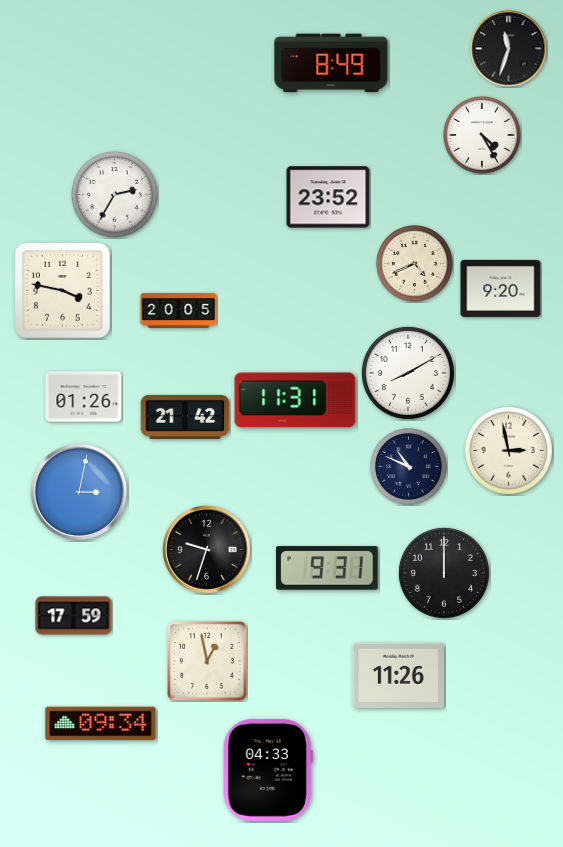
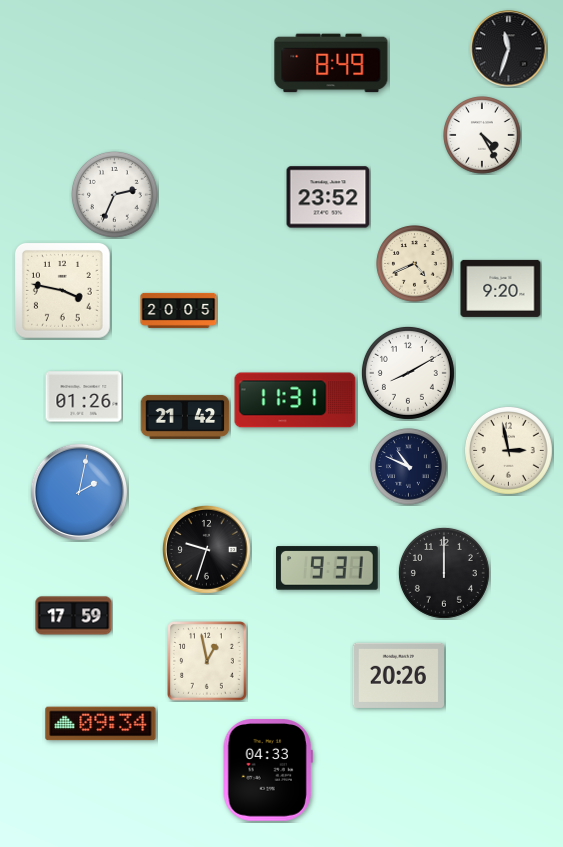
clock at (114, 194): 2:35 -> 2:34
clock at (79, 492): 3:02 -> 2:02
clock at (399, 675): 11:26 -> 20:26
